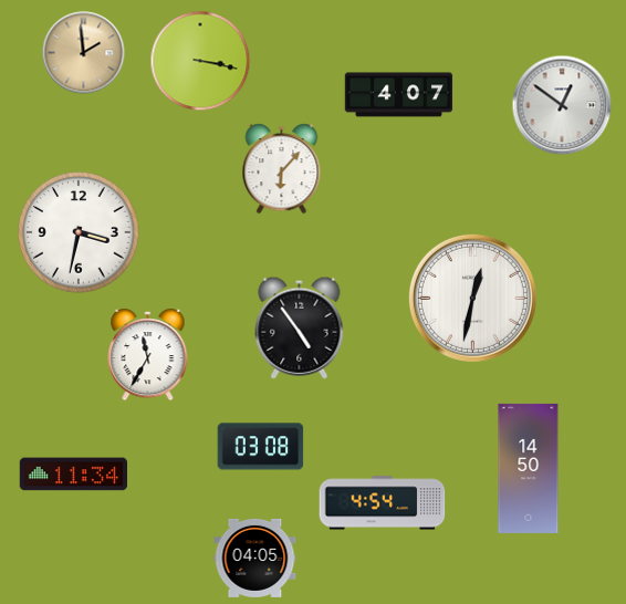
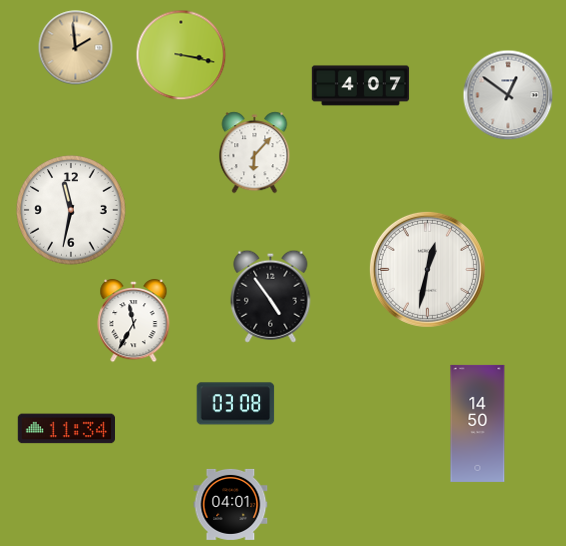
clock at (79, 232): 3:32 -> 11:32
clock at (383, 503): 4:54 -> none
clock at (255, 558): 04:05 -> 04:01
